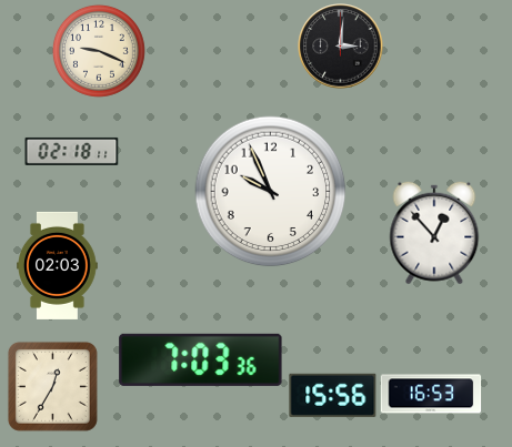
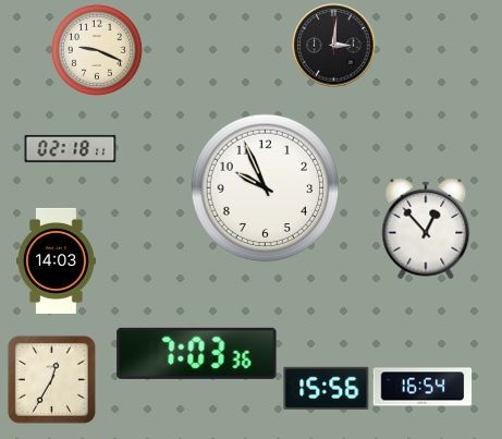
clock at (58, 265): 02:03 -> 14:03
clock at (431, 394): 16:53 -> 16:54
